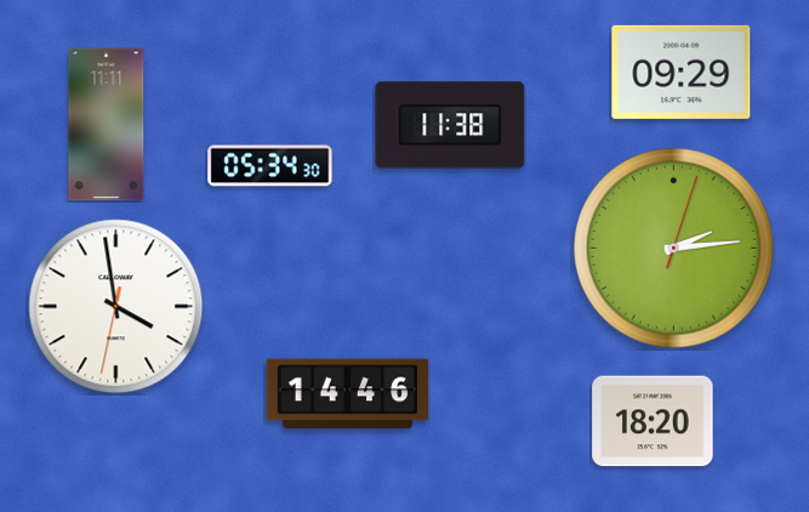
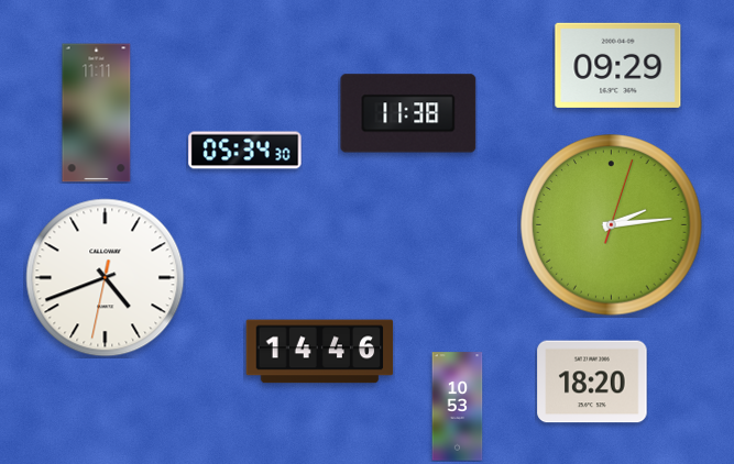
clock at (116, 307): 3:58 -> 4:41
clock at (348, 394) position: (348, 394) -> (320, 352)
clock at (458, 407): none -> 10:53
